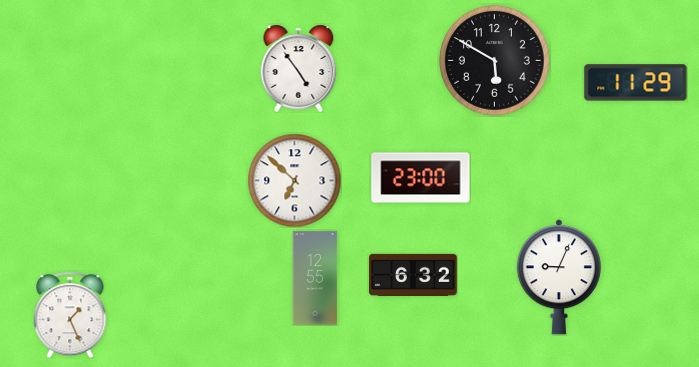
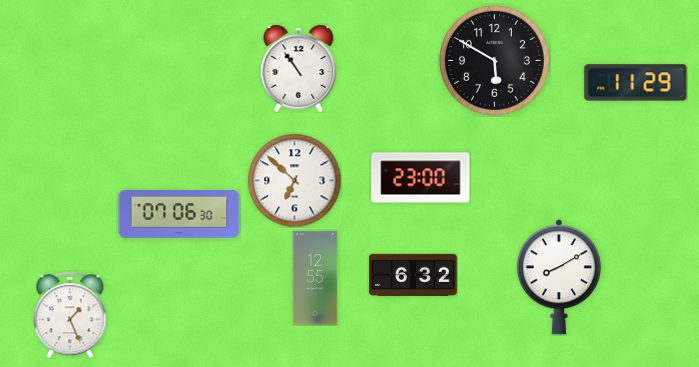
clock at (299, 68): 4:54 -> 10:54
clock at (179, 215): none -> 07:06
clock at (559, 277): 9:04 -> 8:10
